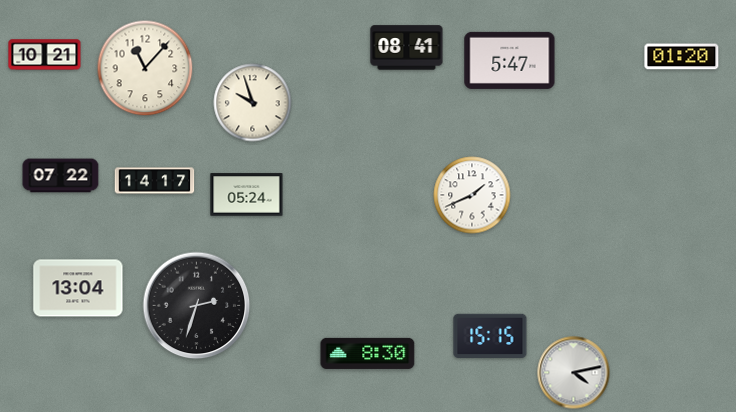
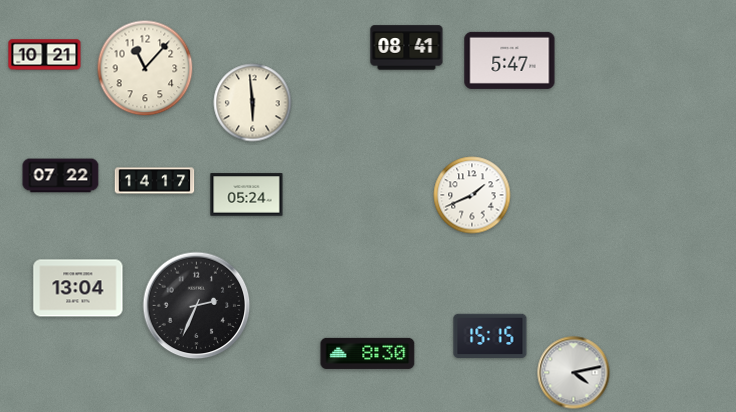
clock at (682, 57): 01:20 -> none
clock at (253, 103): 9:57 -> 5:59
clock at (197, 306): 2:33 -> 2:34
